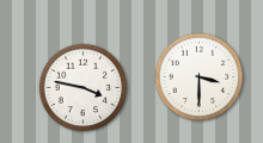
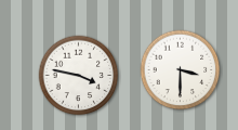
clock at (84, 88) position: (84, 88) -> (79, 76)
